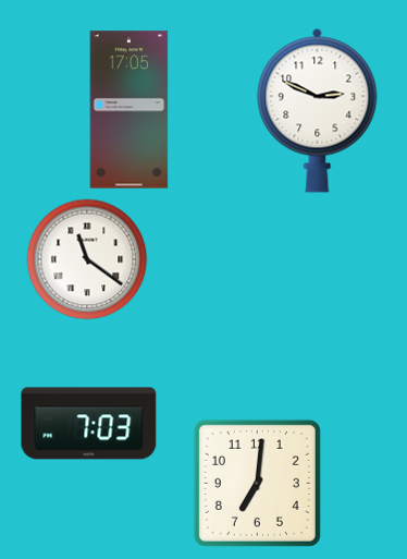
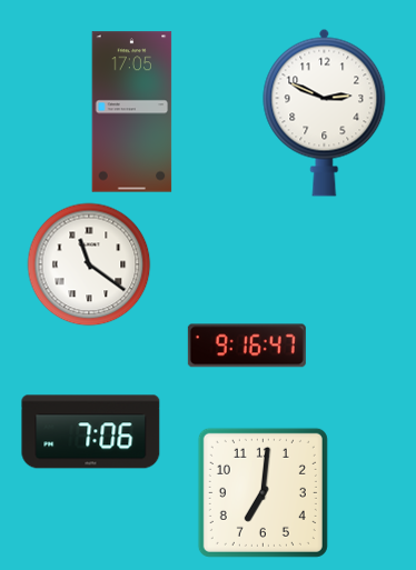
clock at (247, 346): none -> 9:16
clock at (89, 424): 7:03 -> 7:06
